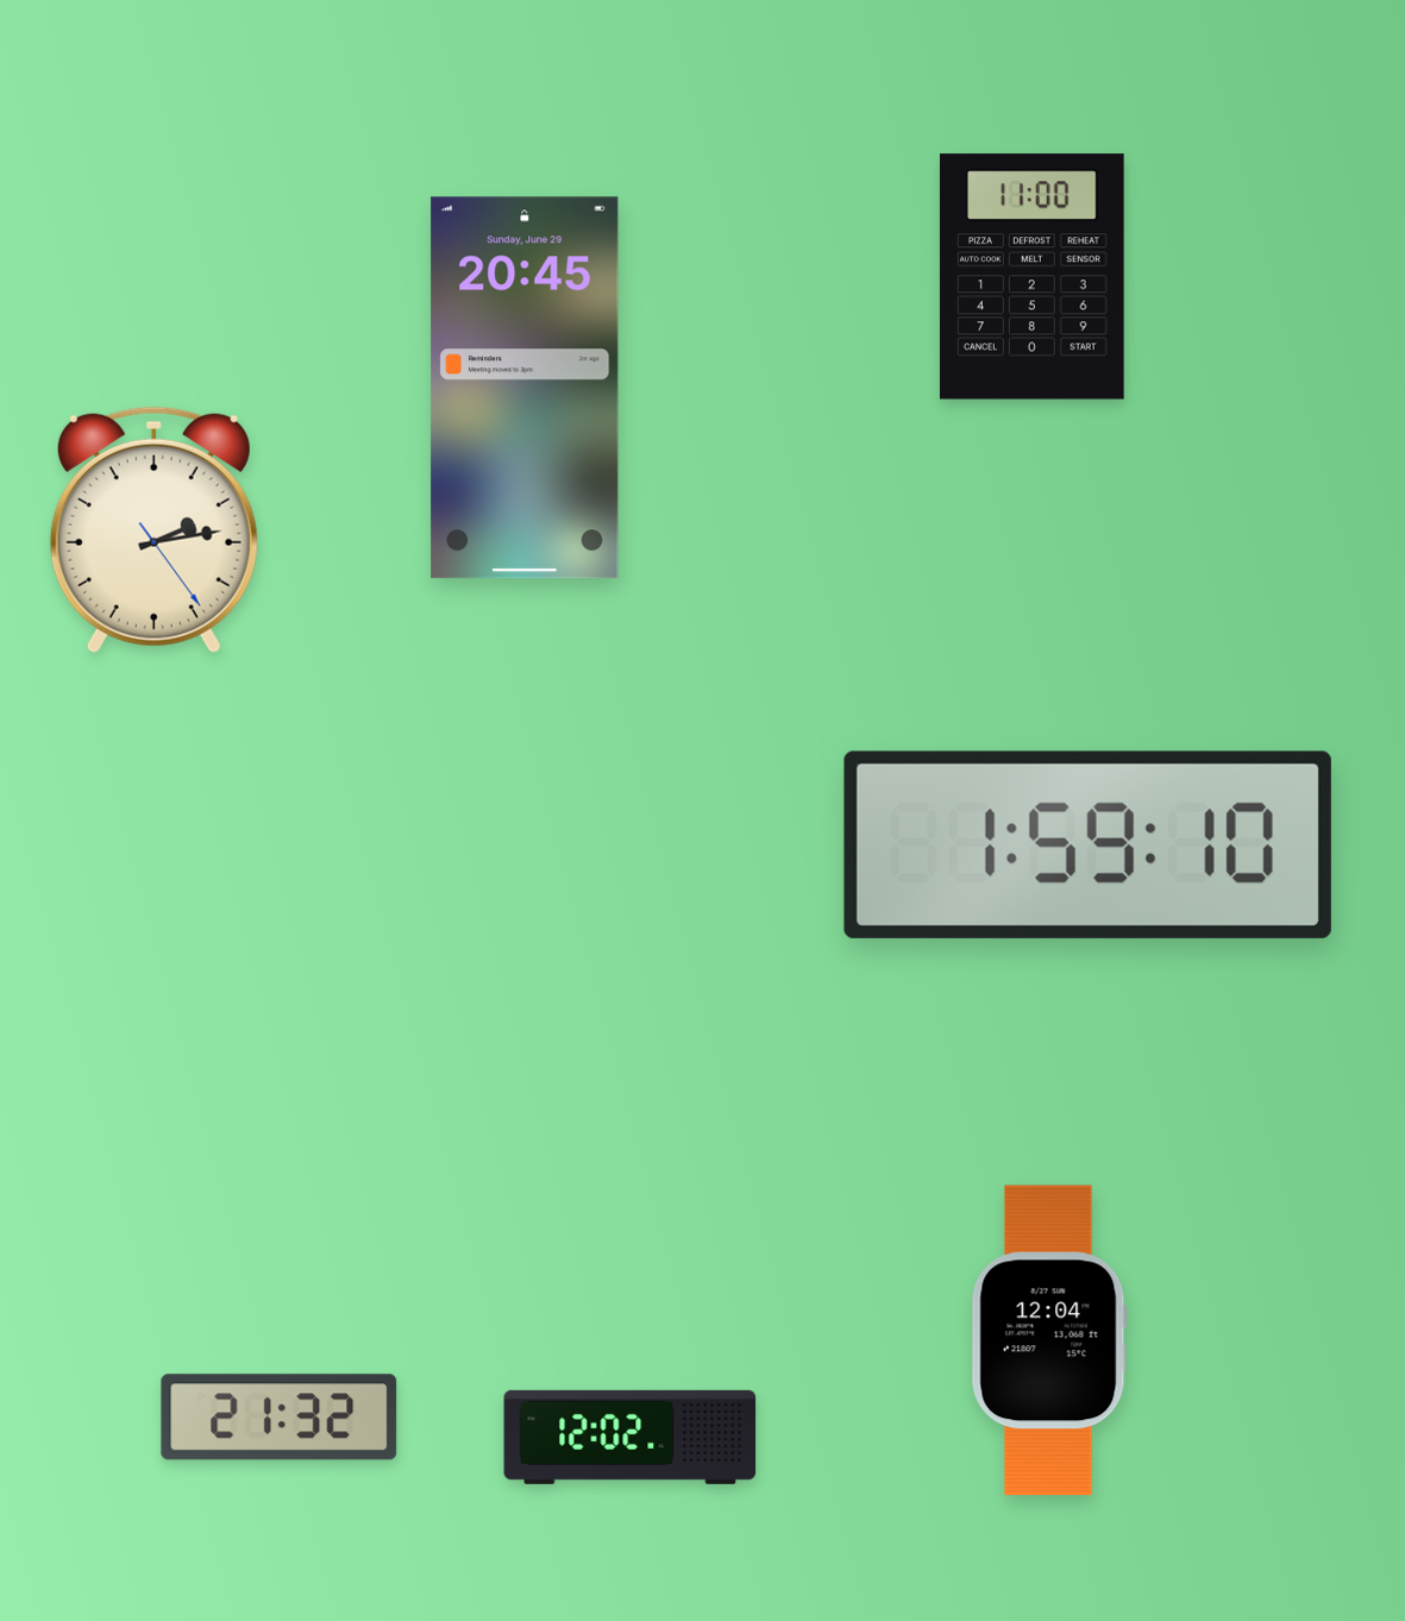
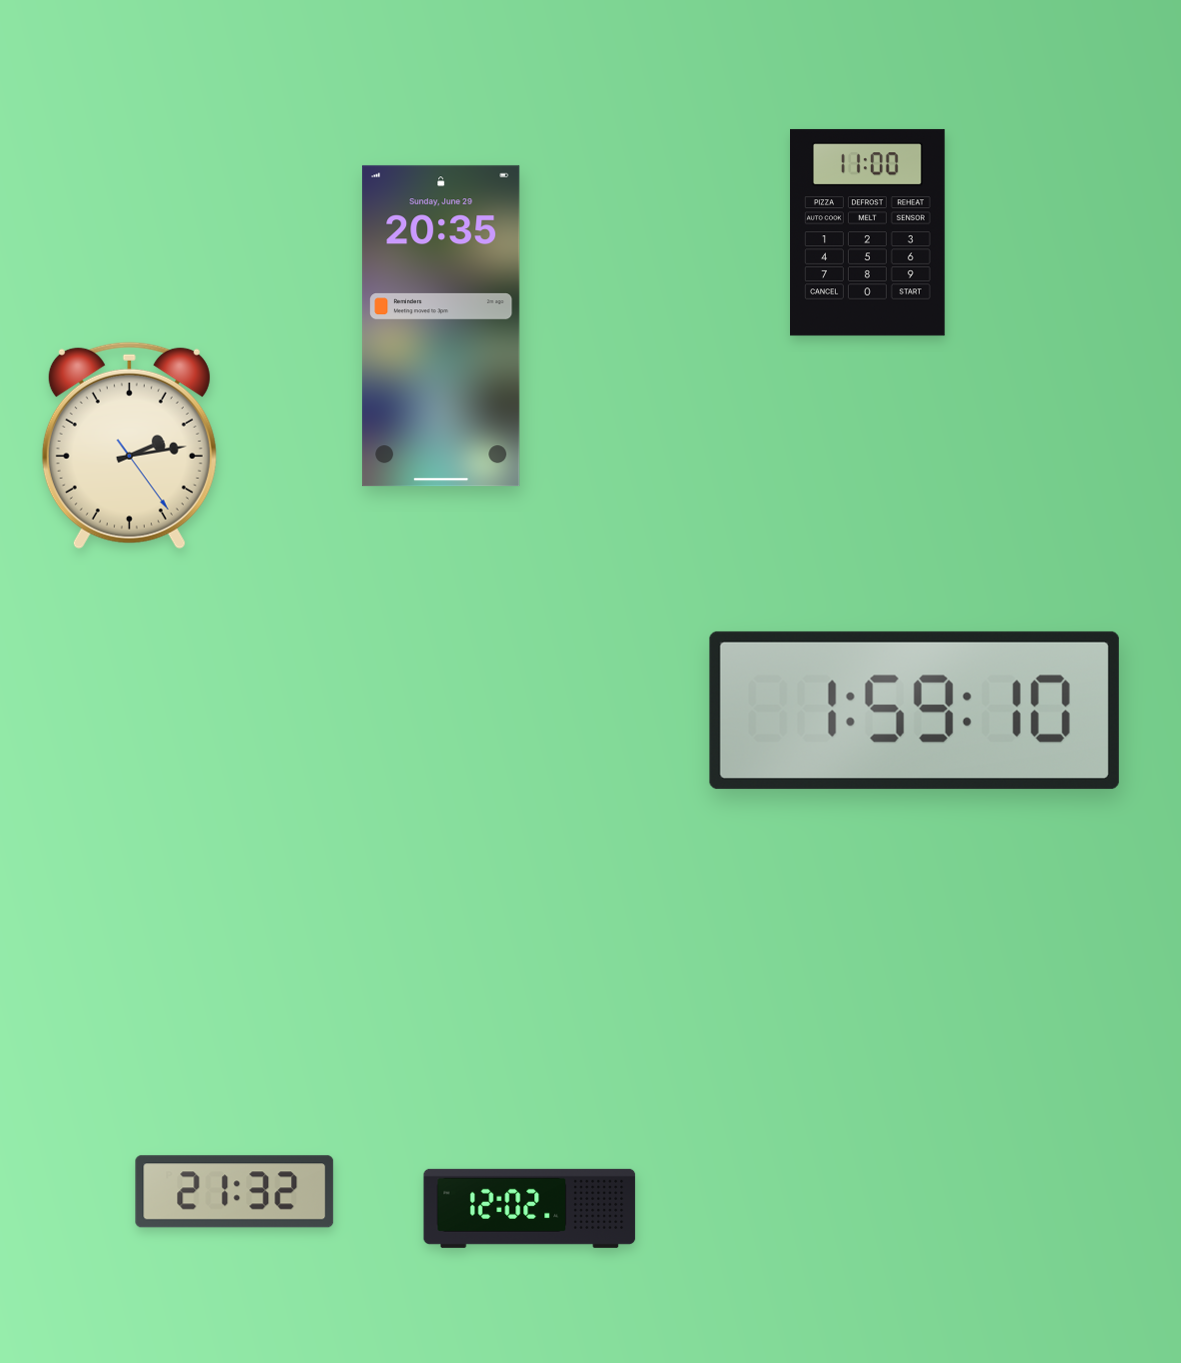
clock at (525, 388): 20:45 -> 20:35
clock at (1049, 1340): 12:04 -> none
